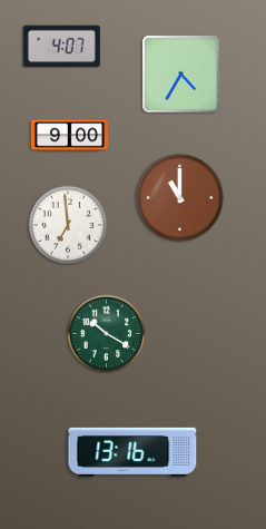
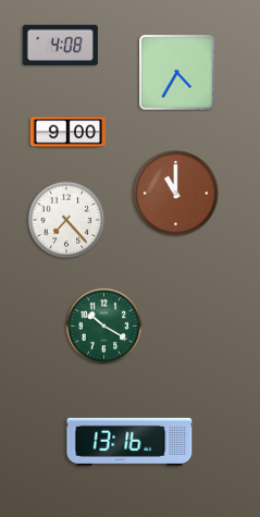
clock at (61, 47): 4:07 -> 4:08
clock at (68, 225): 6:59 -> 7:23
